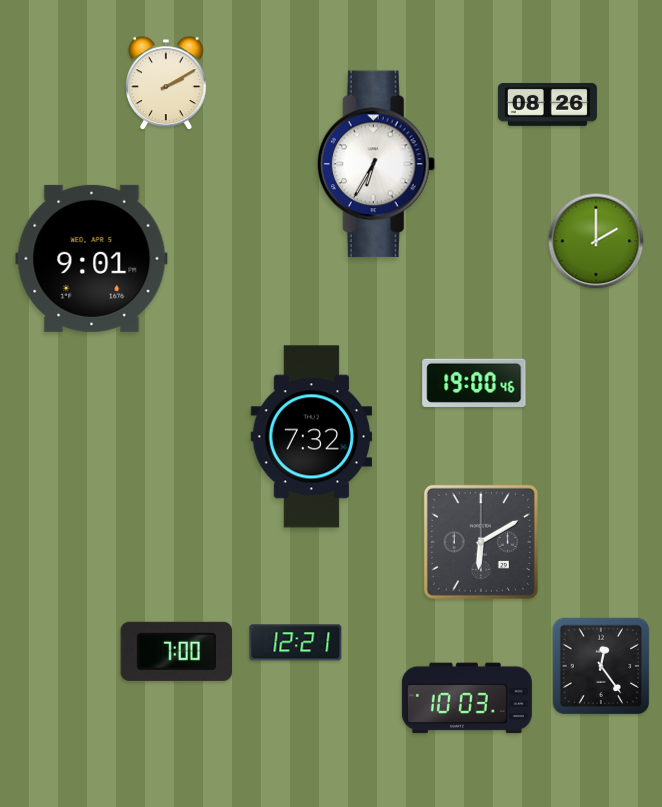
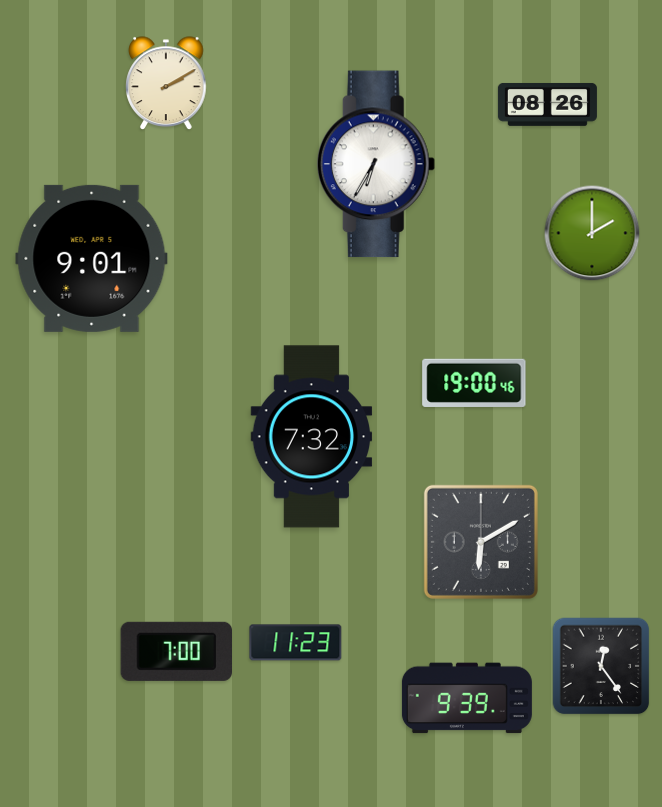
clock at (596, 241) position: (596, 241) -> (592, 233)
clock at (296, 643): 12:21 -> 11:23
clock at (467, 698): 10:03 -> 9:39
